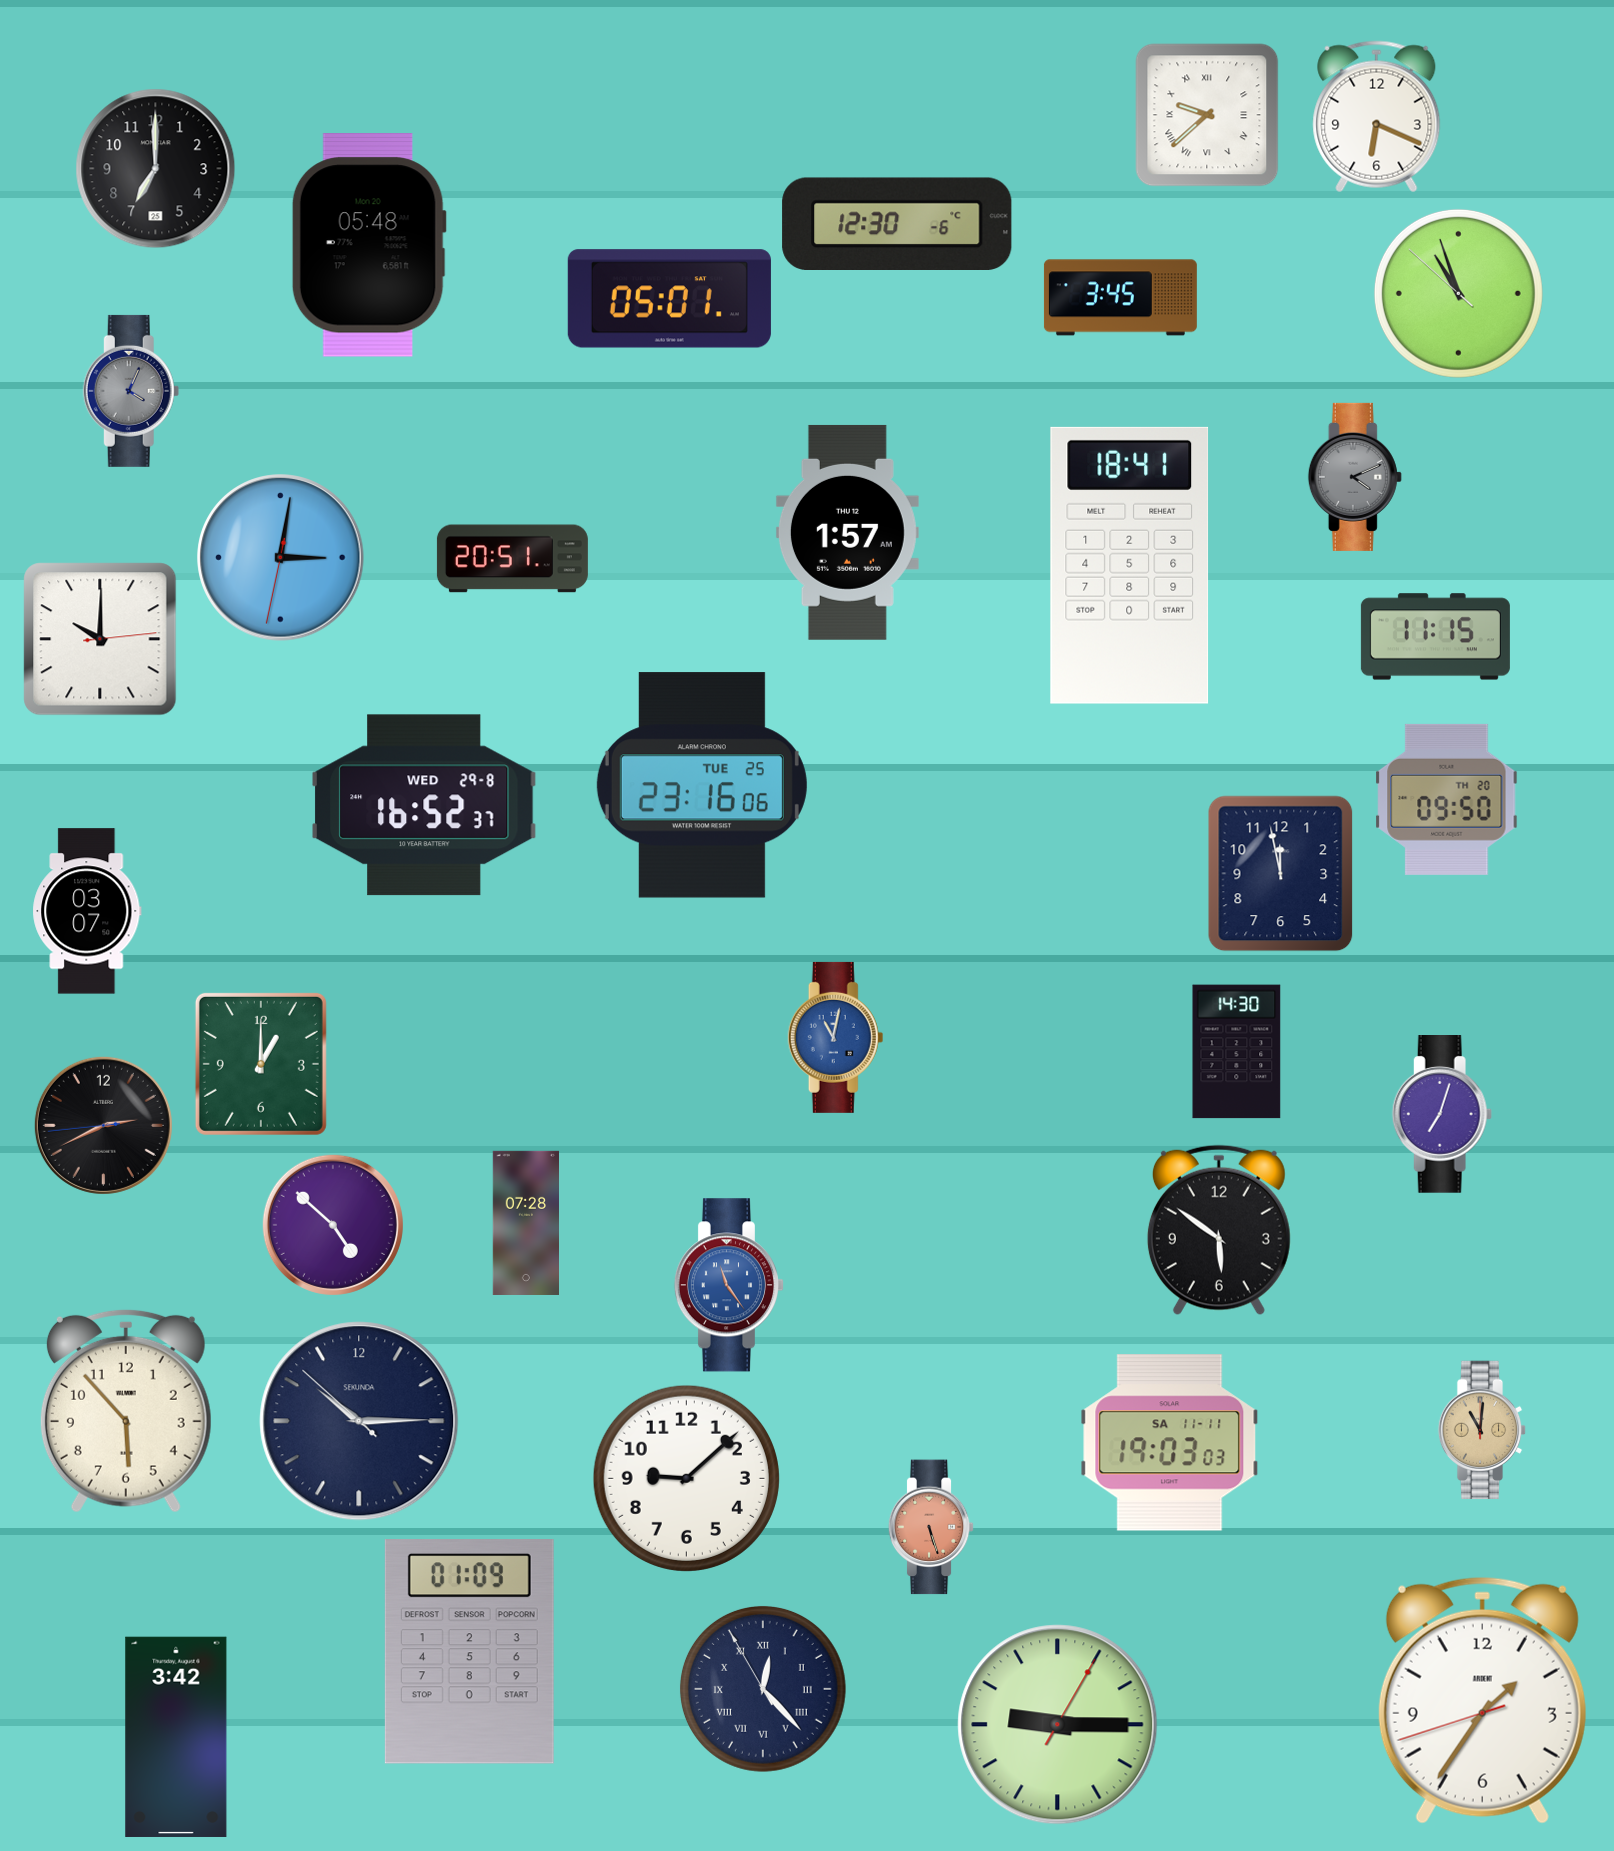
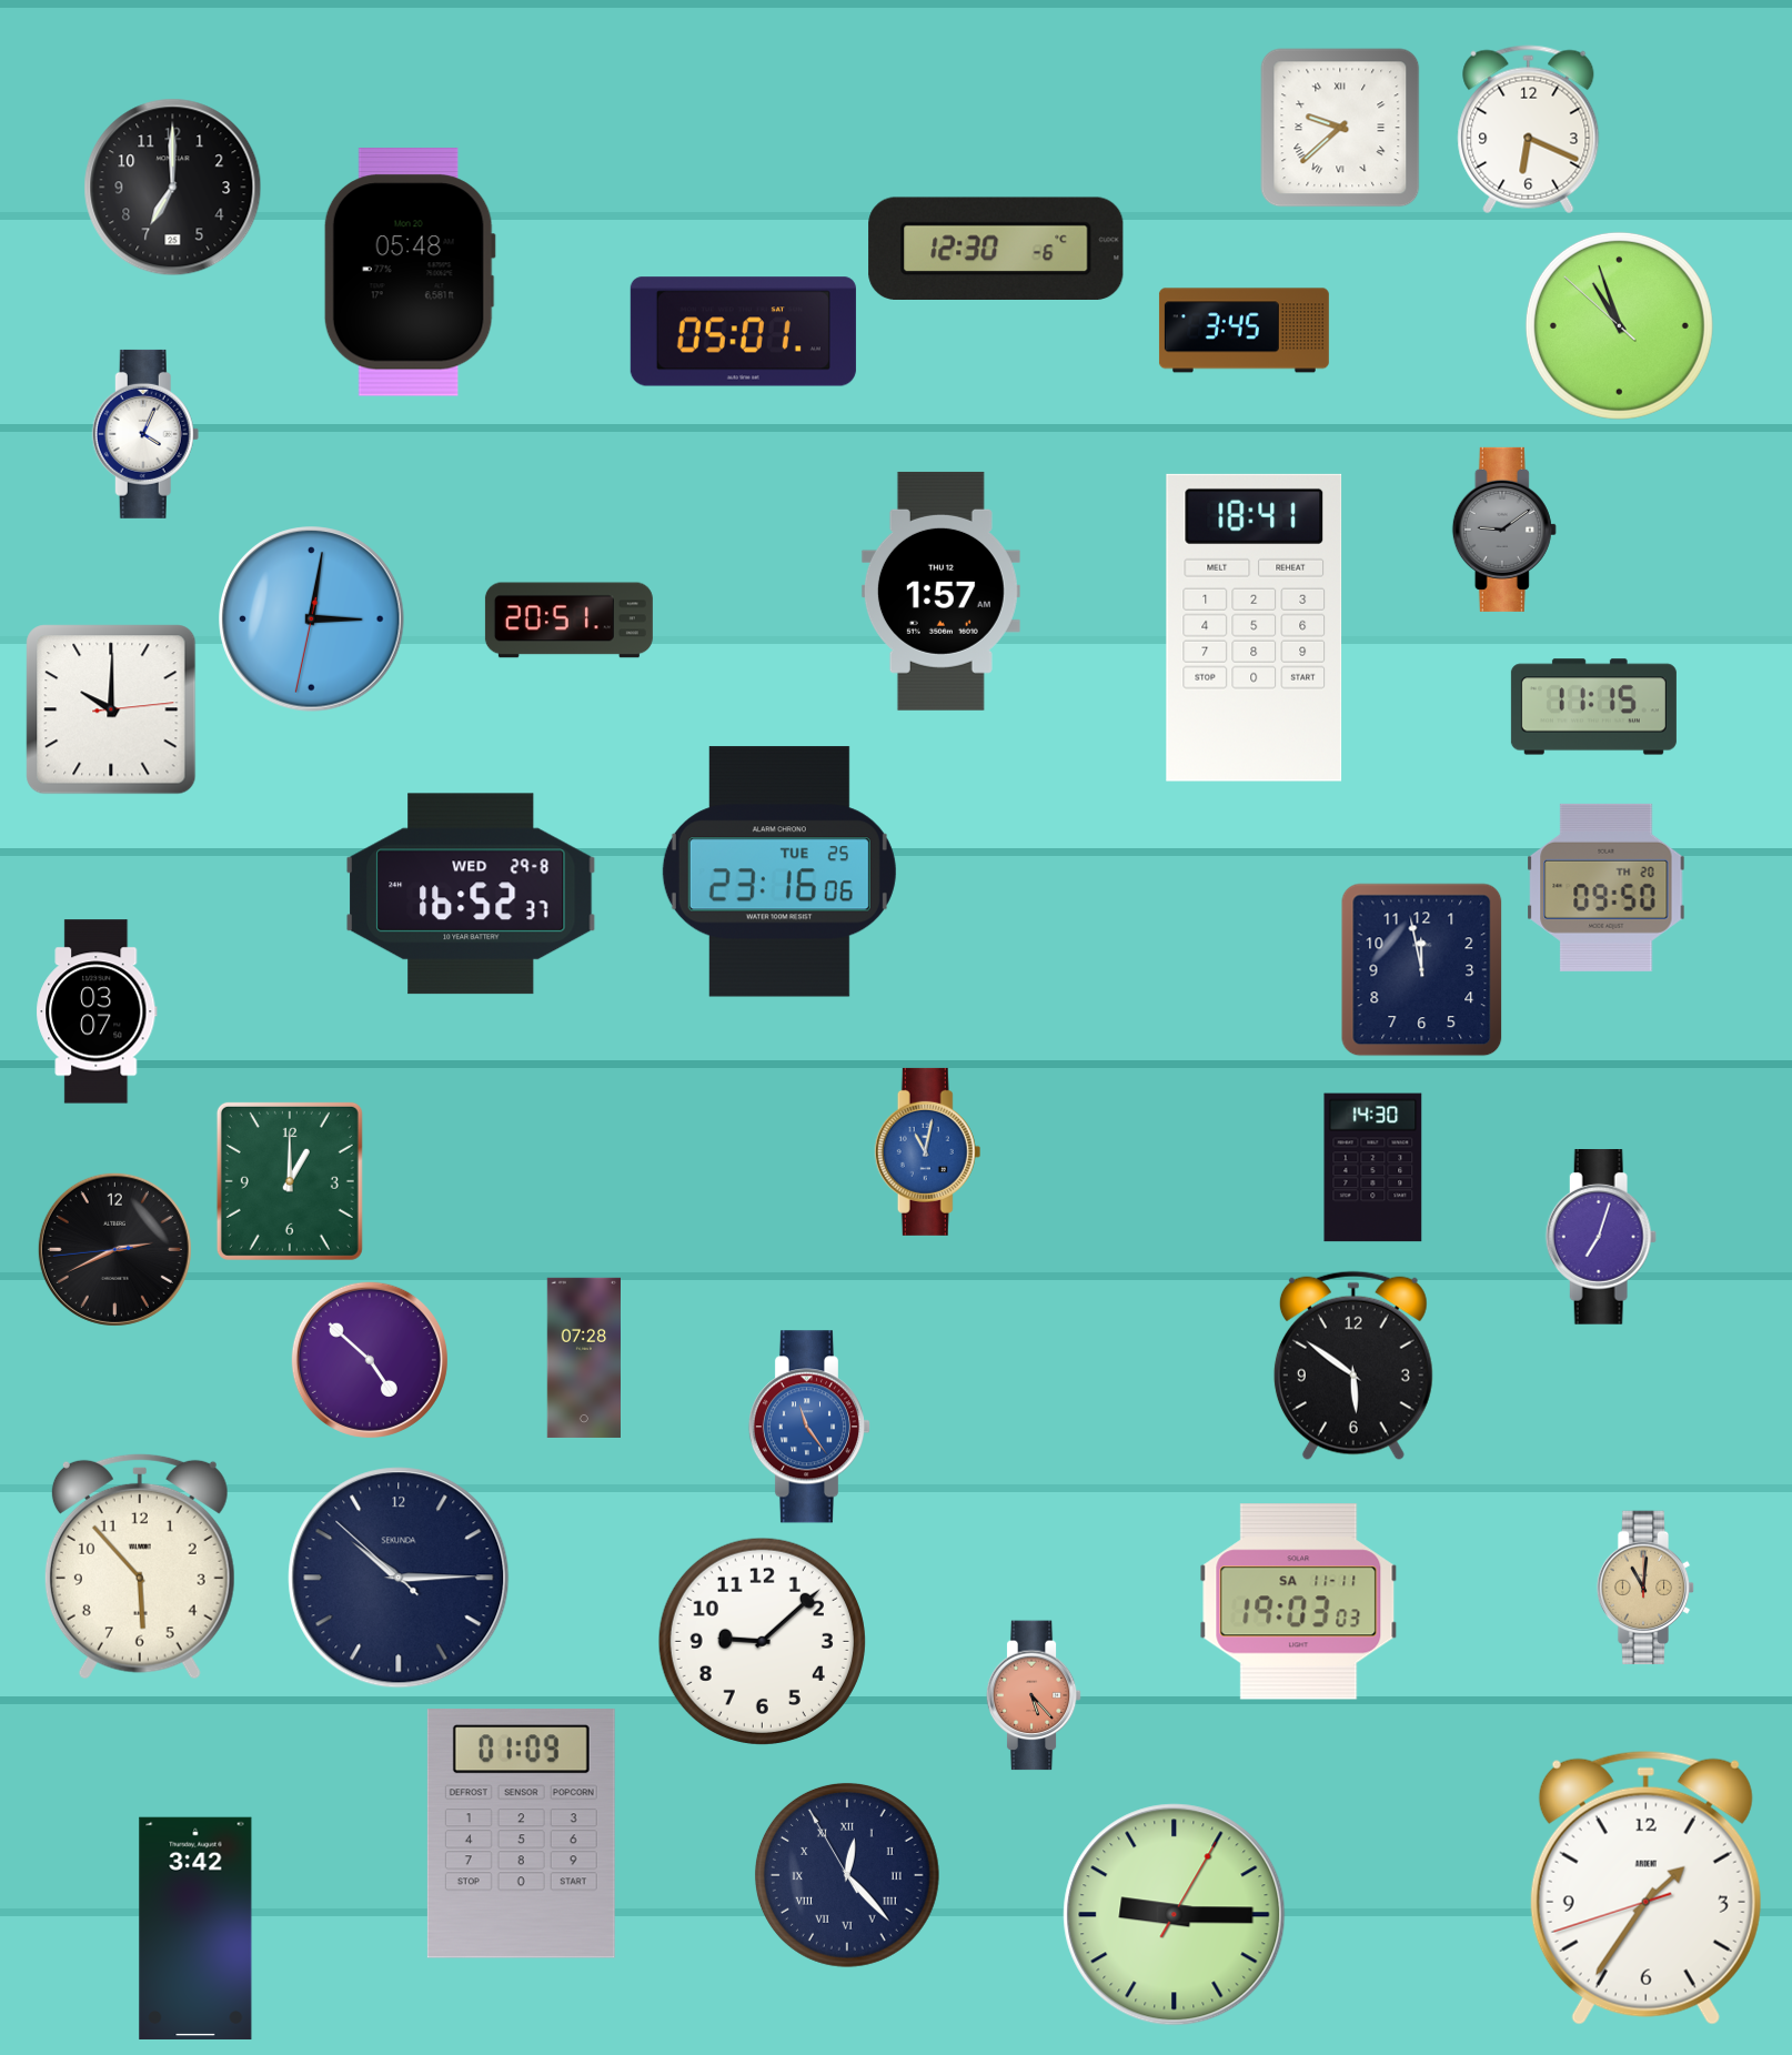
clock at (131, 391) dial: grey -> white
clock at (1355, 477): 4:11 -> 9:09
clock at (931, 1527): 5:27 -> 5:23
